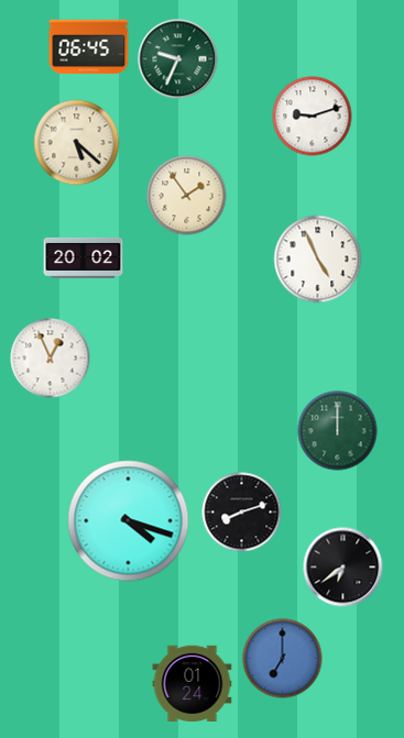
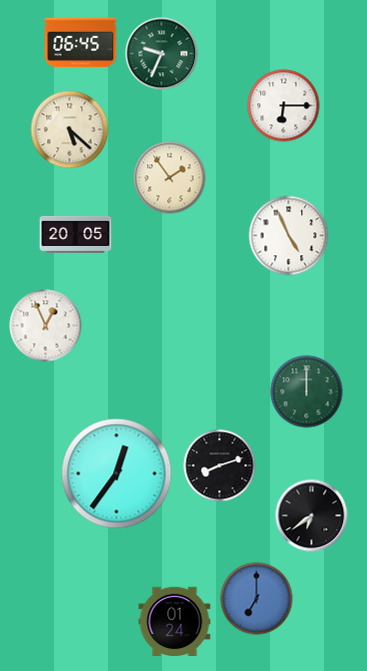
clock at (313, 117): 9:12 -> 6:15
clock at (84, 257): 20:02 -> 20:05
clock at (129, 521): 4:18 -> 12:36
